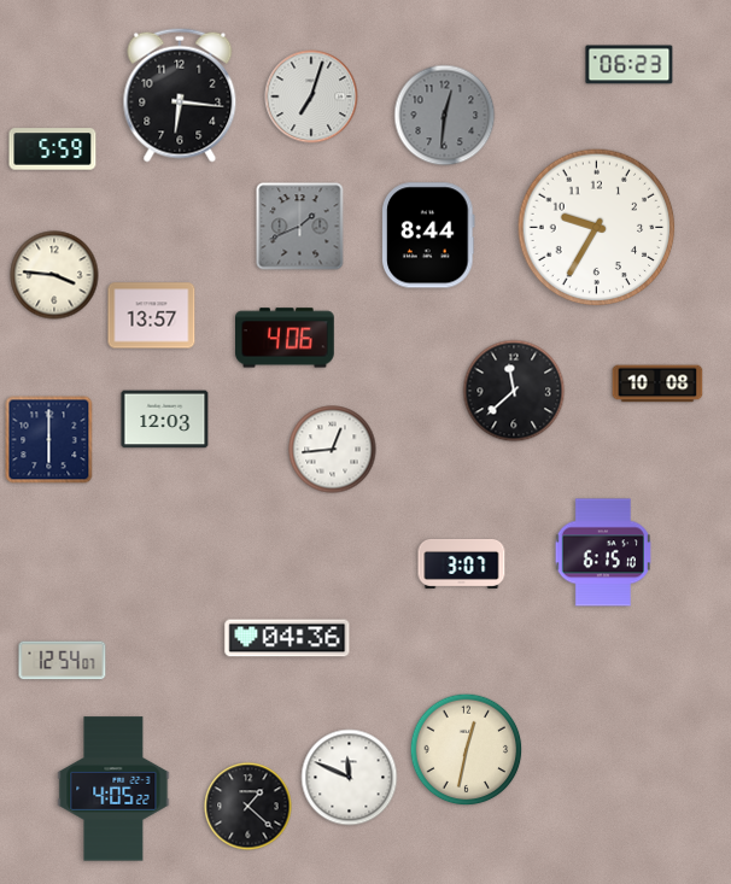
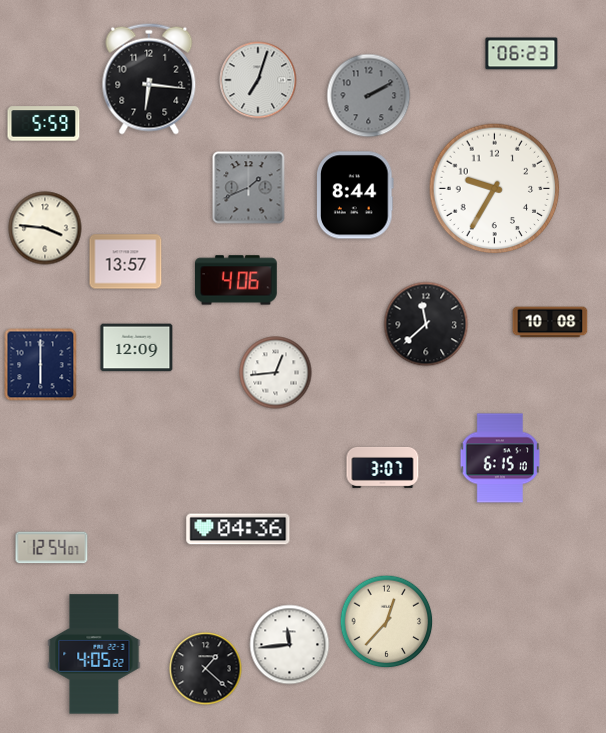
clock at (445, 116): 12:31 -> 2:10
clock at (657, 384) position: (657, 384) -> (550, 322)
clock at (165, 420): 12:03 -> 12:09
clock at (467, 750): 12:32 -> 12:37
clock at (350, 778): 11:49 -> 11:44
